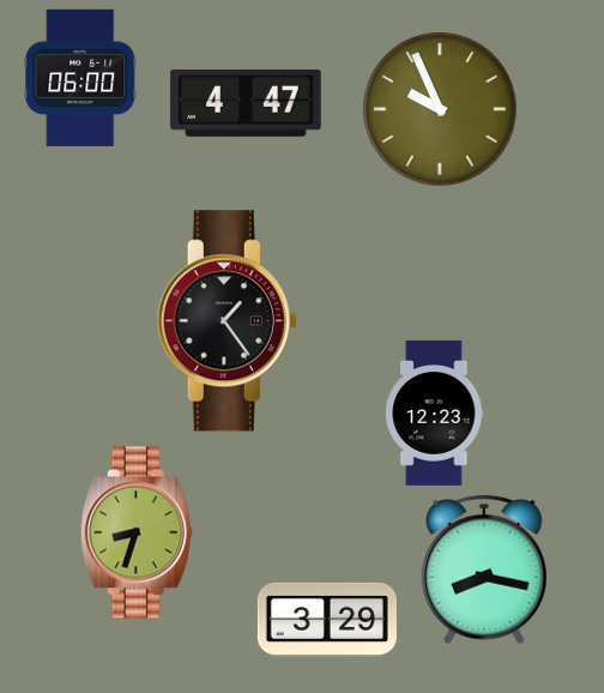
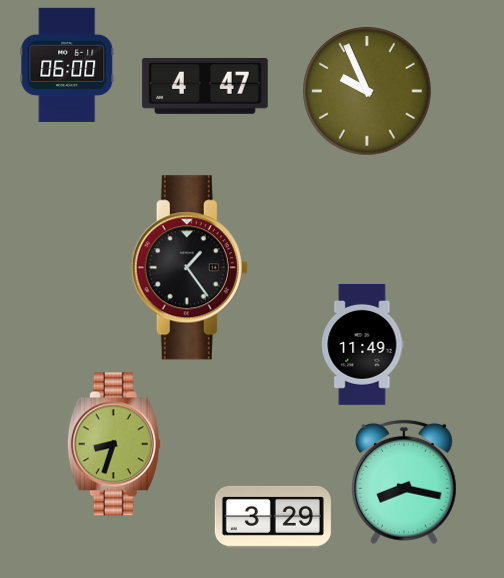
clock at (435, 412): 12:23 -> 11:49
clock at (484, 570) position: (484, 570) -> (404, 482)
